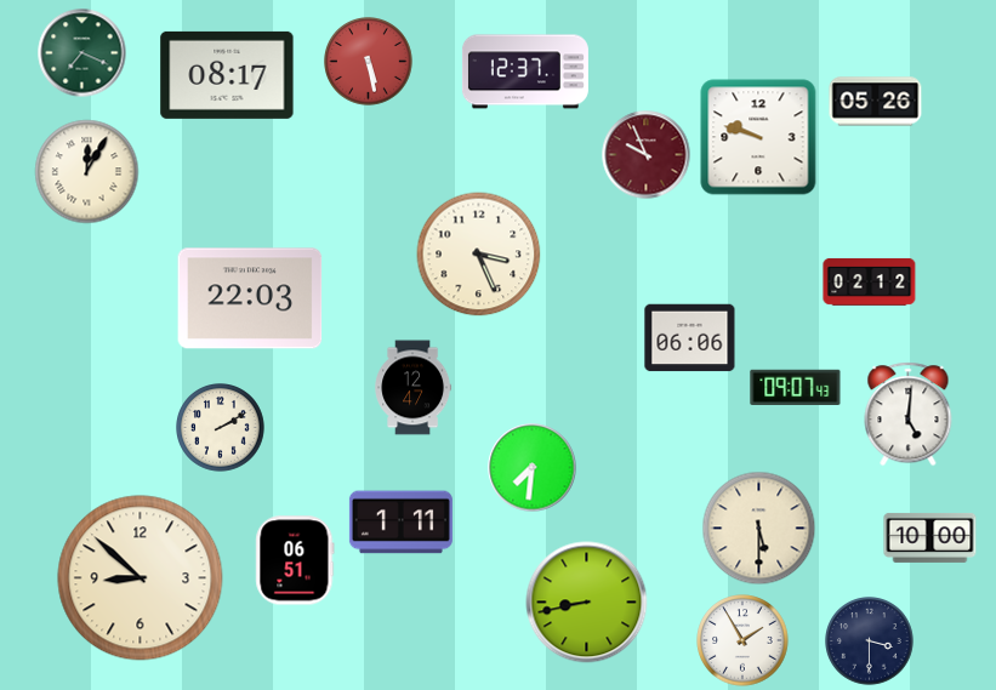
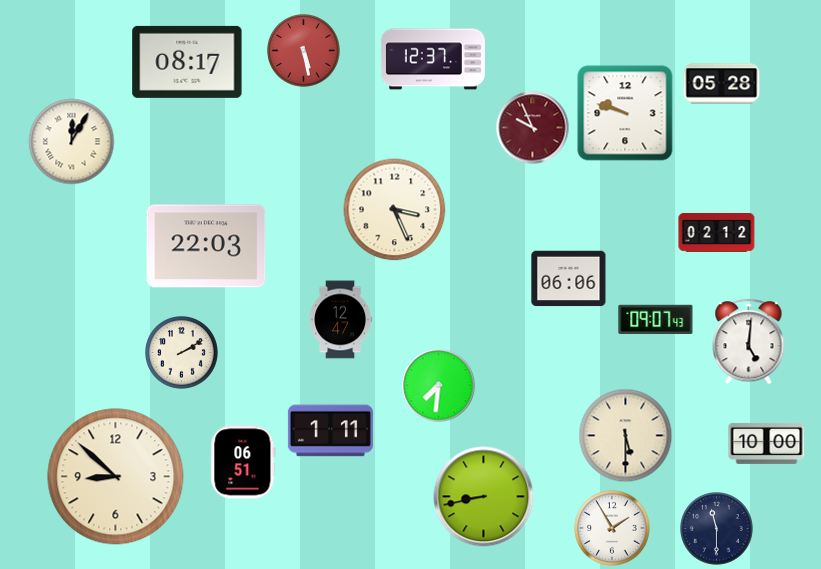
clock at (82, 53): 7:19 -> none
clock at (876, 102): 05:26 -> 05:28
clock at (870, 641): 3:30 -> 11:30
